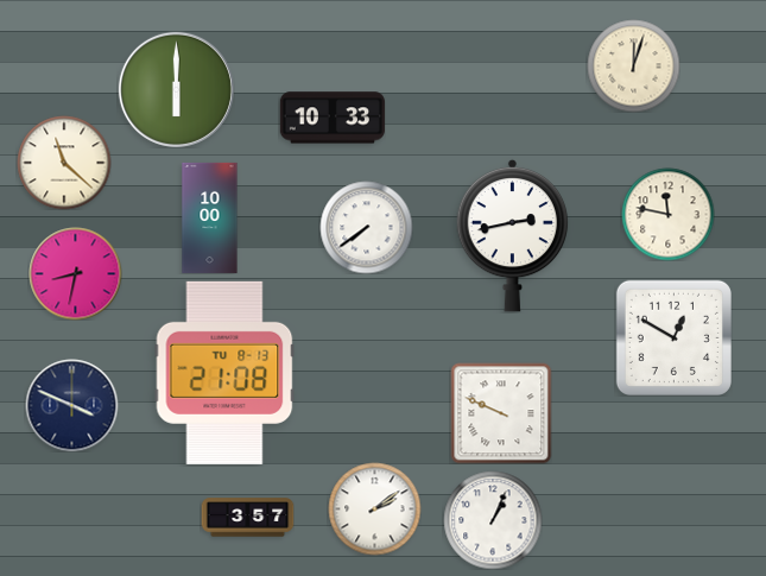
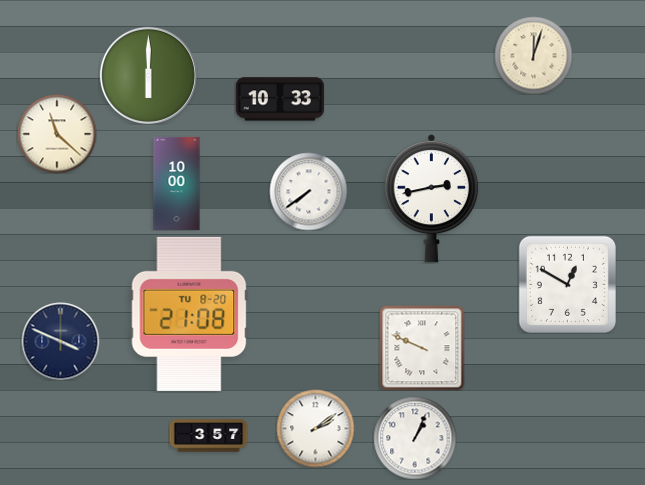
clock at (64, 163) position: (64, 163) -> (57, 134)
clock at (667, 214): 11:47 -> none
clock at (75, 273): 8:32 -> none
clock at (224, 373) date: TU 8-13 -> TU 8-20
